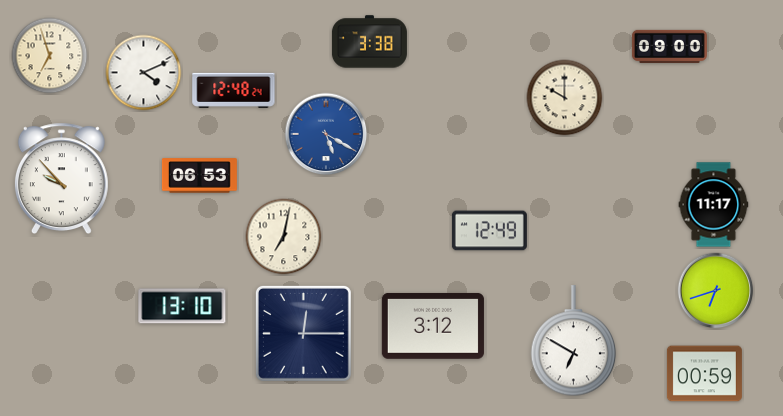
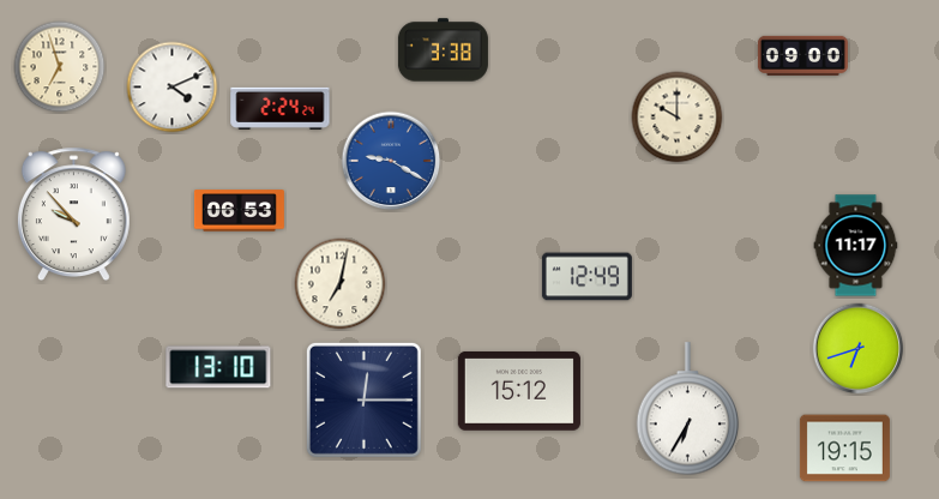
clock at (234, 90): 12:48 -> 2:24
clock at (326, 134): 5:20 -> 9:20
clock at (433, 326): 3:12 -> 15:12
clock at (574, 341): 6:50 -> 6:35
clock at (704, 374): 00:59 -> 19:15
